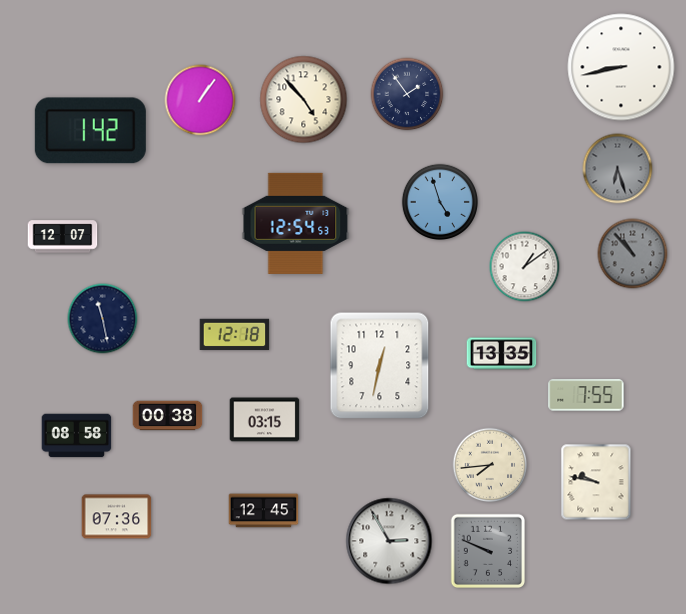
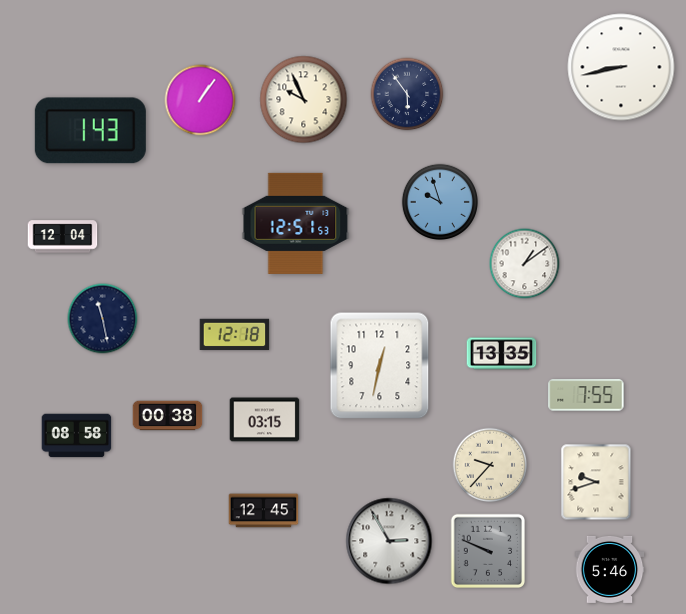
clock at (407, 94): 1:54 -> 5:54
clock at (304, 100): 4:53 -> 9:56
clock at (90, 131): 1:42 -> 1:43
clock at (618, 169): 6:27 -> none
clock at (439, 201): 4:57 -> 9:57
clock at (296, 223): 12:54 -> 12:51
clock at (63, 237): 12:07 -> 12:04
clock at (633, 254): 10:53 -> none
clock at (525, 267) position: (525, 267) -> (525, 264)
clock at (490, 465): 7:44 -> 9:37
clock at (596, 482): 9:47 -> 9:42
clock at (117, 517): 07:36 -> none
clock at (610, 569): none -> 5:46
